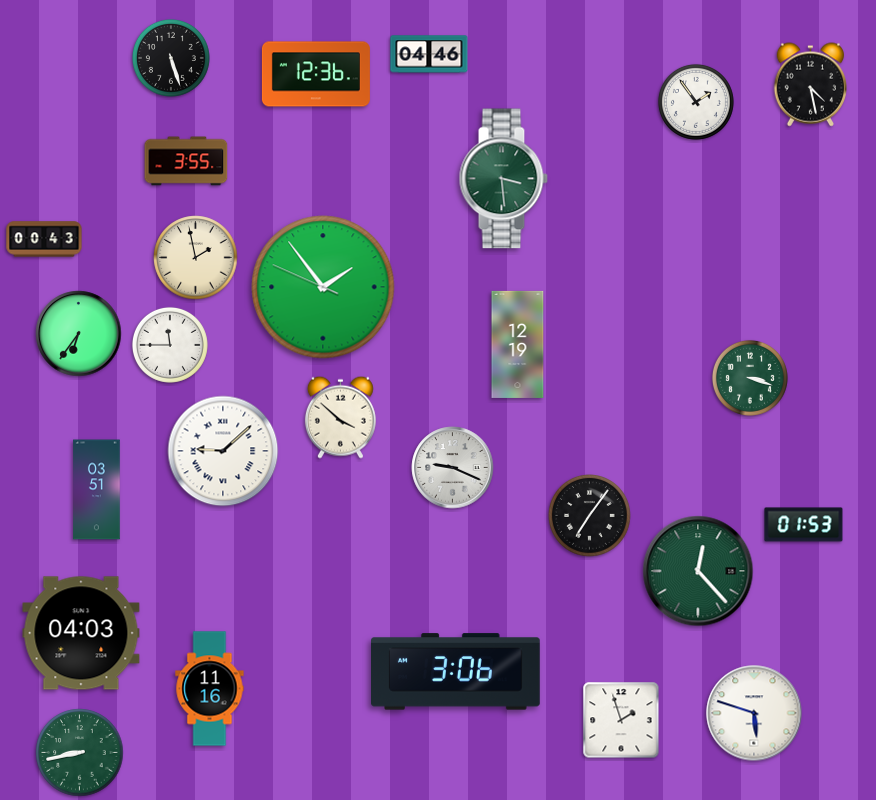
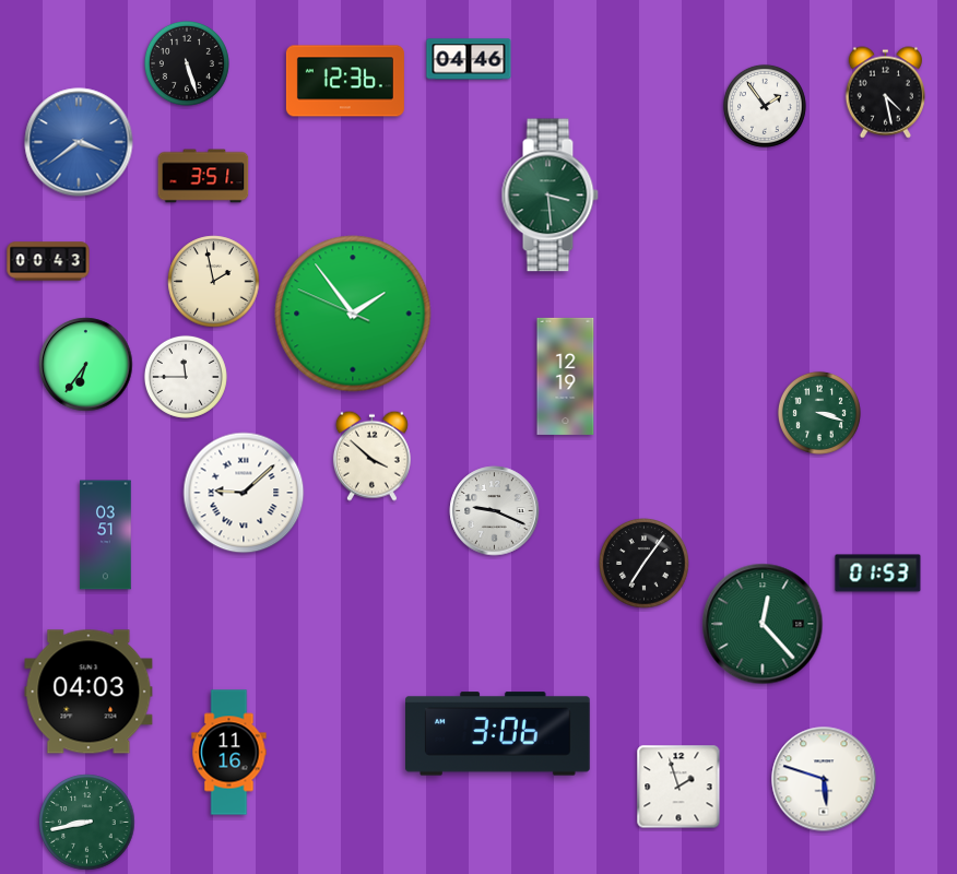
clock at (696, 102) position: (696, 102) -> (765, 106)
clock at (79, 142): none -> 3:39
clock at (186, 161): 3:55 -> 3:51
